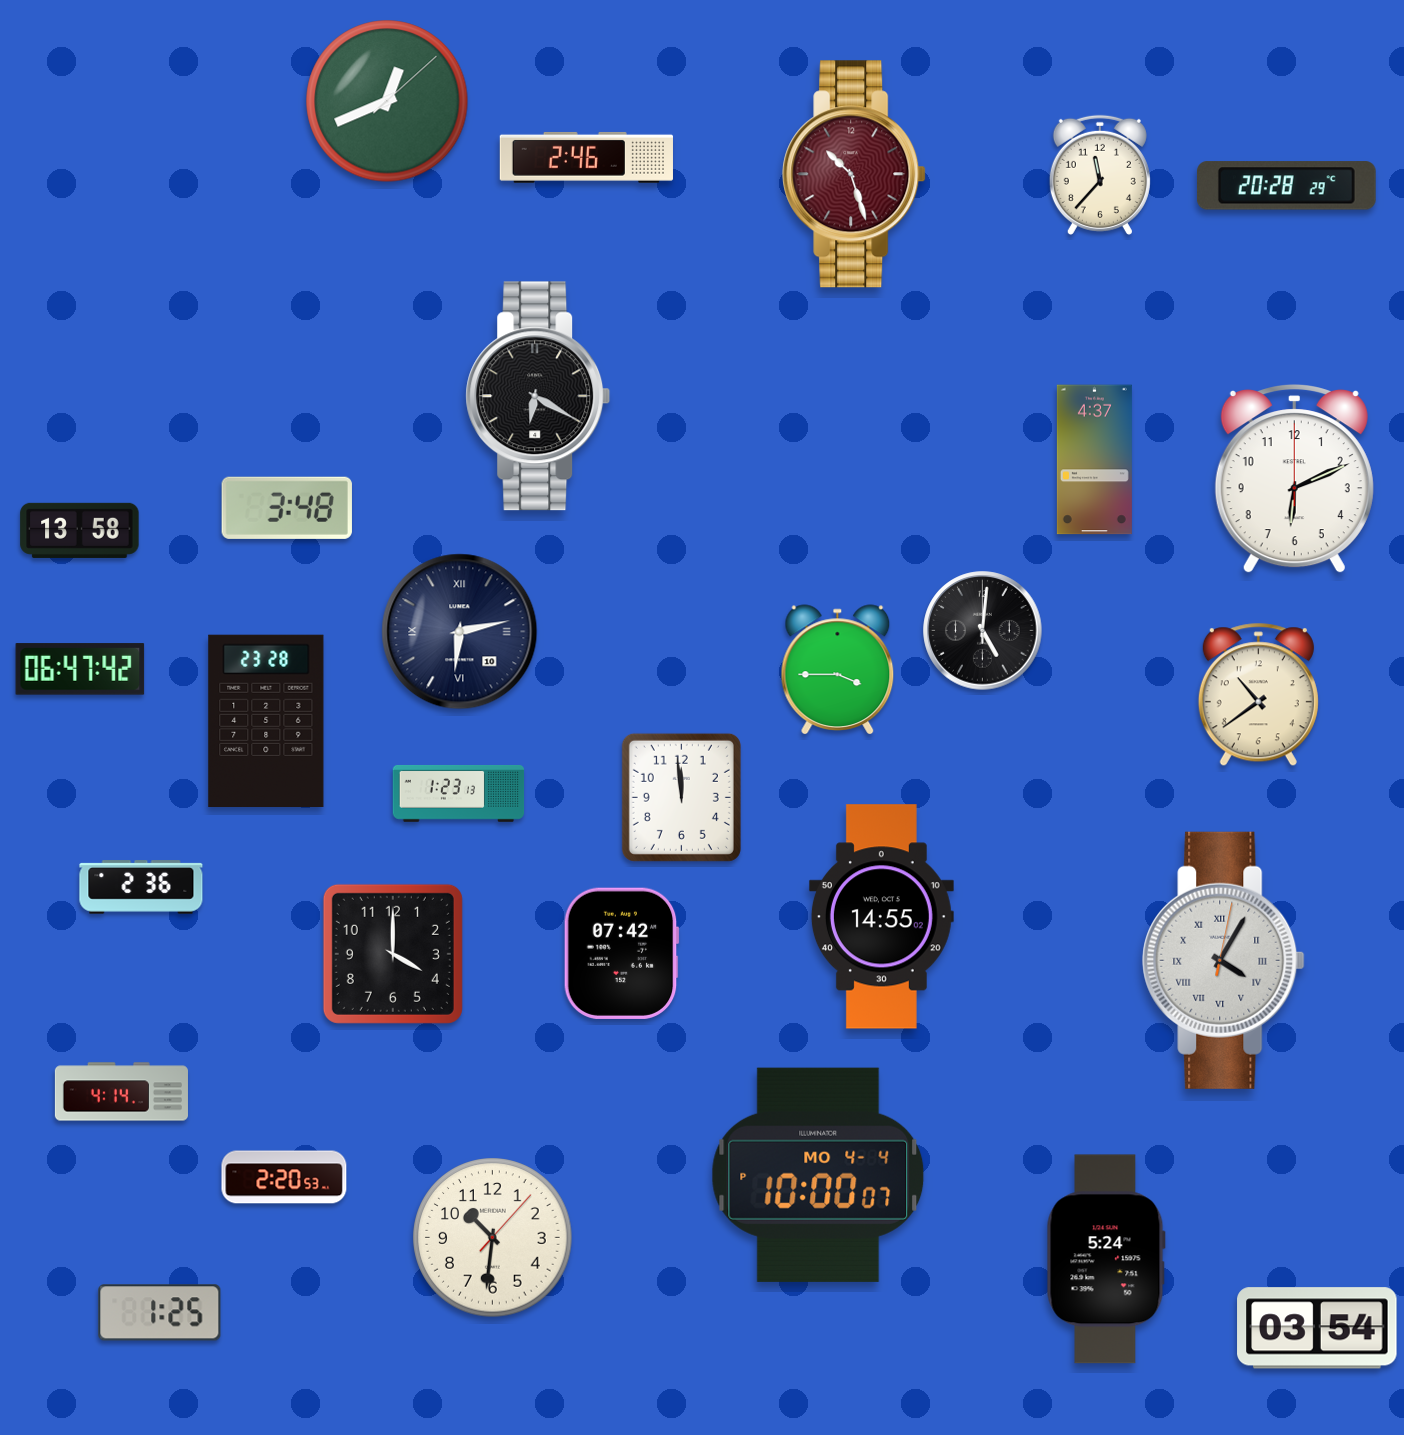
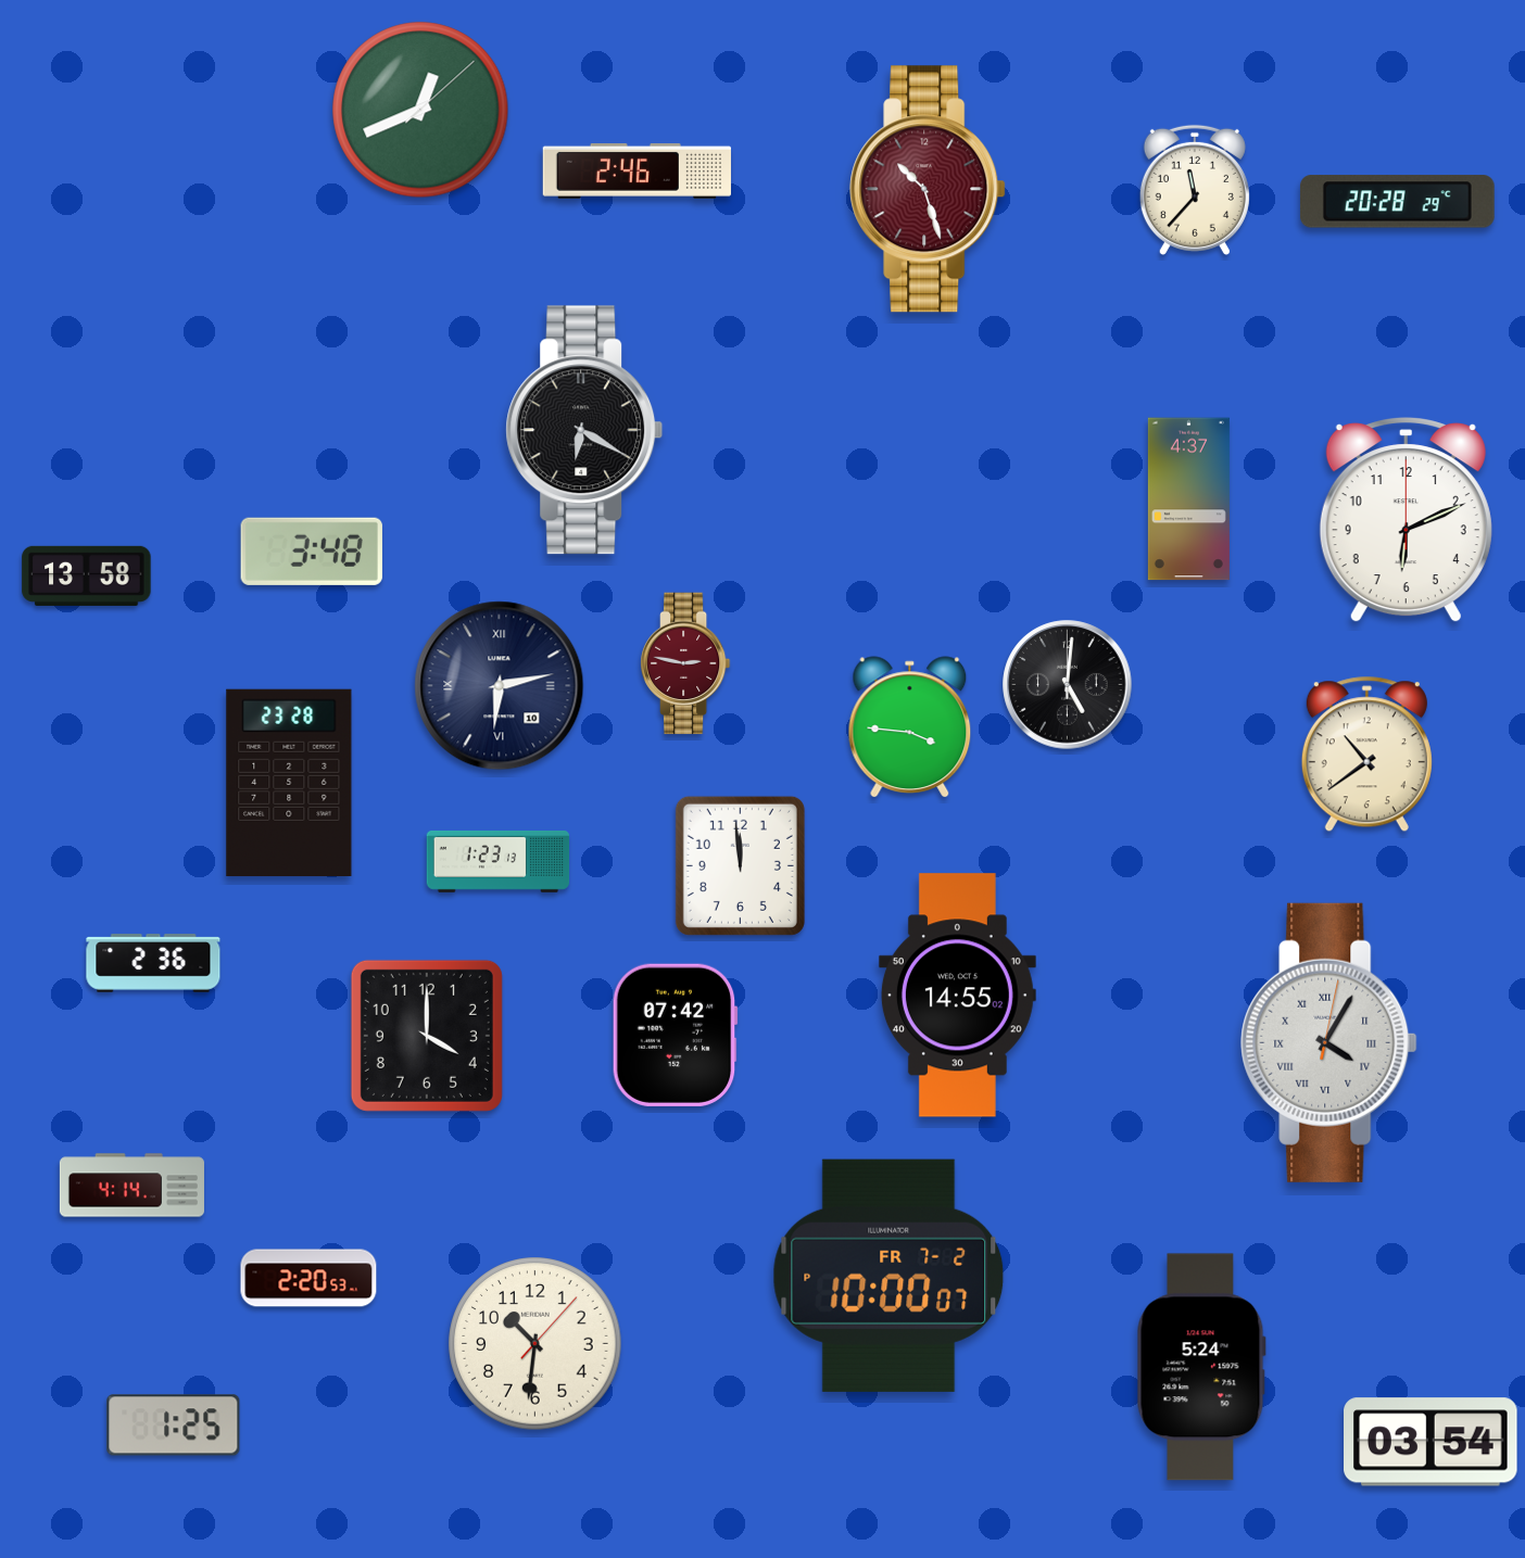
clock at (685, 663): none -> 2:47
clock at (80, 669): 06:47 -> none
clock at (838, 669): 3:45 -> 3:46
clock at (818, 1175) date: MO 4-4 -> FR 7-2
